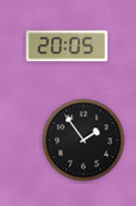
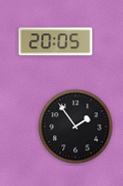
clock at (67, 47) position: (67, 47) -> (56, 42)
